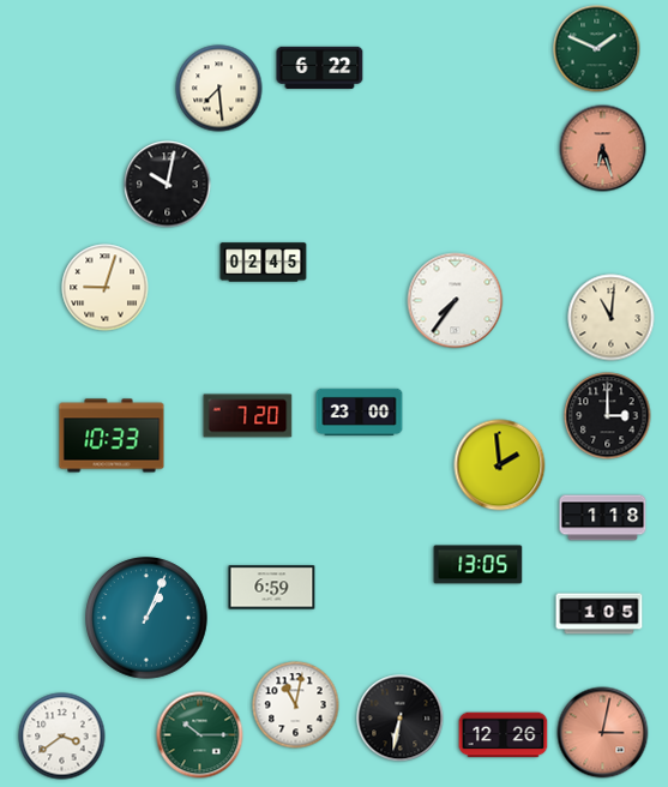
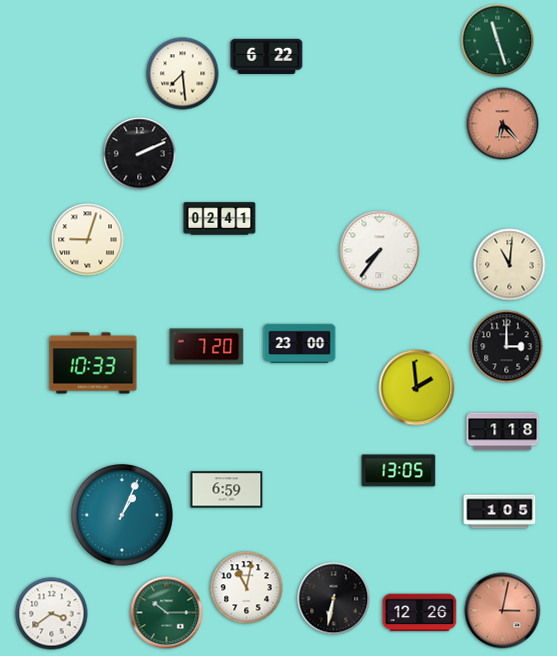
clock at (597, 49): 1:49 -> 11:27
clock at (603, 149): 6:27 -> 6:23
clock at (168, 185): 10:02 -> 2:11
clock at (264, 263): 02:45 -> 02:41
